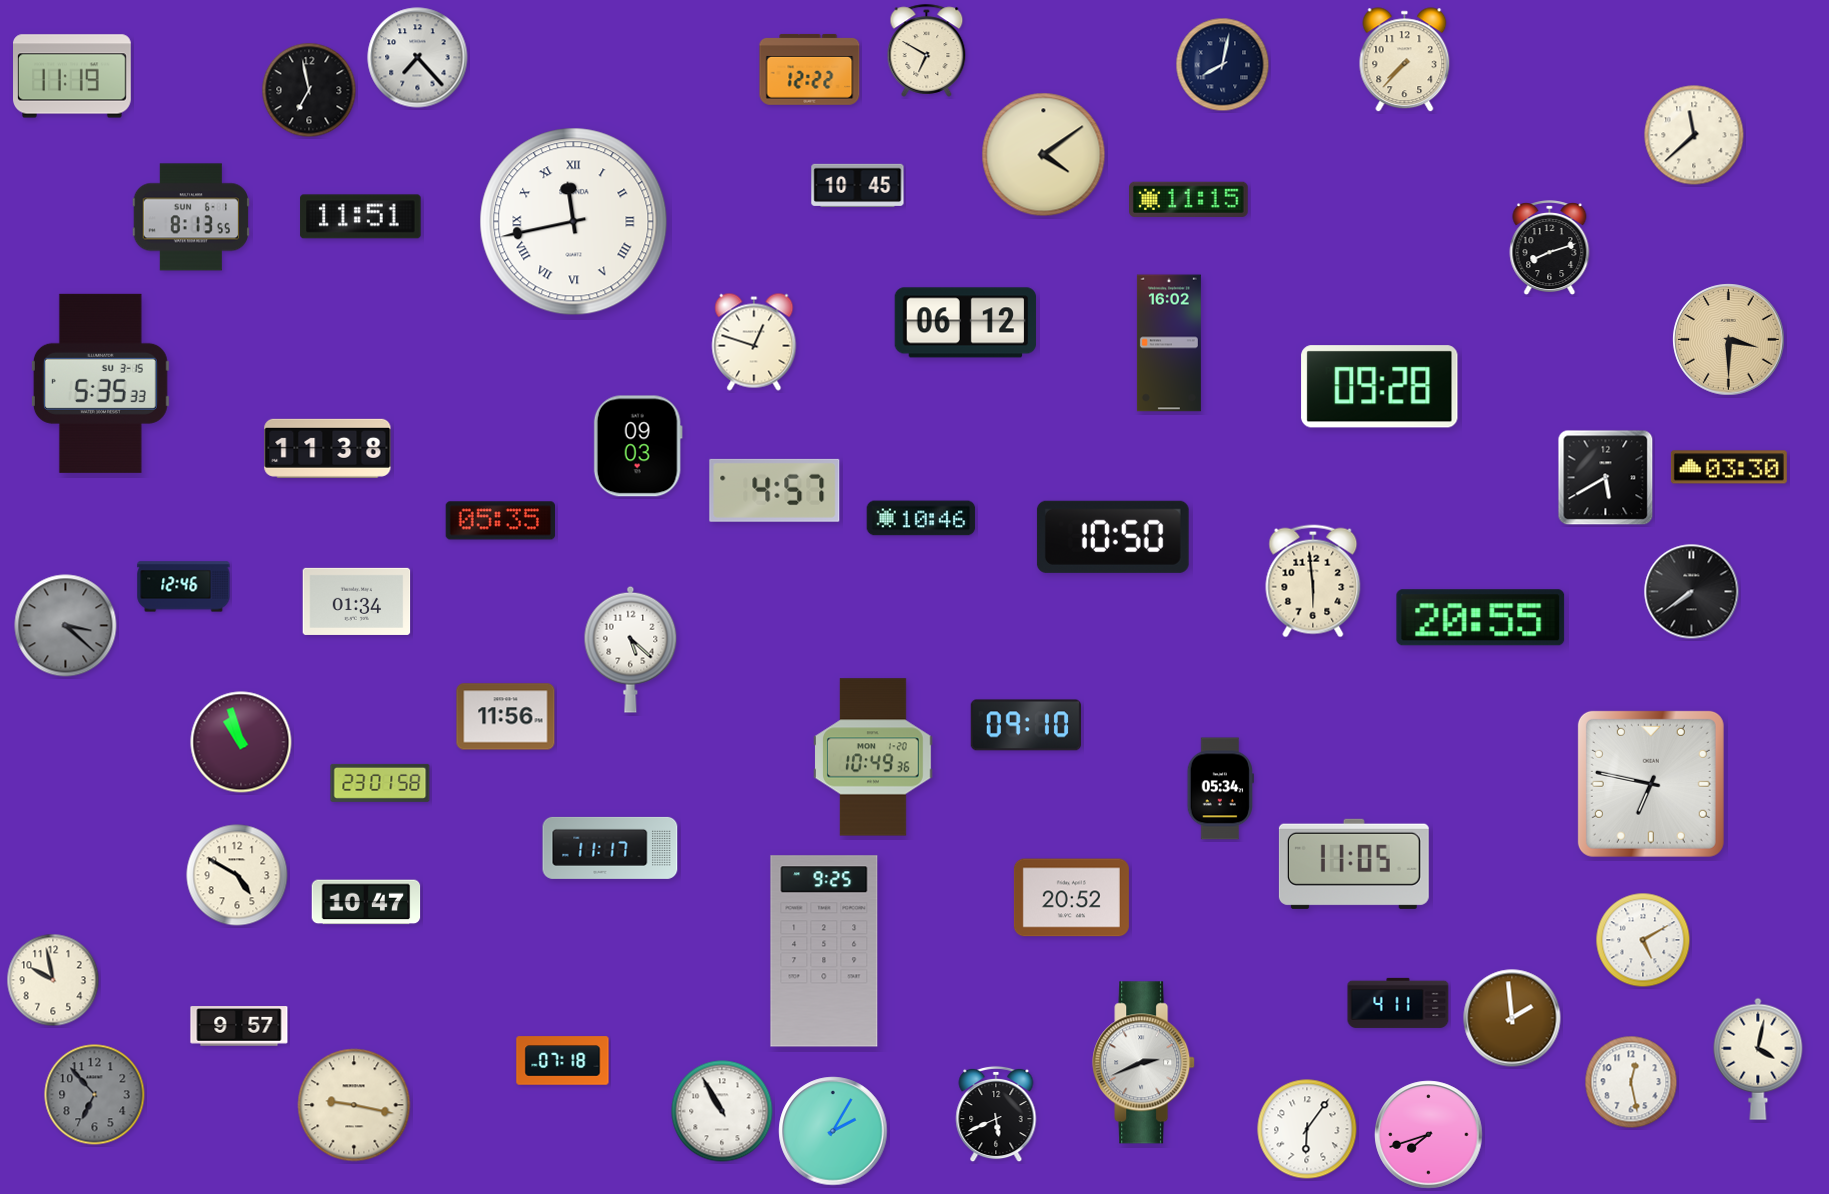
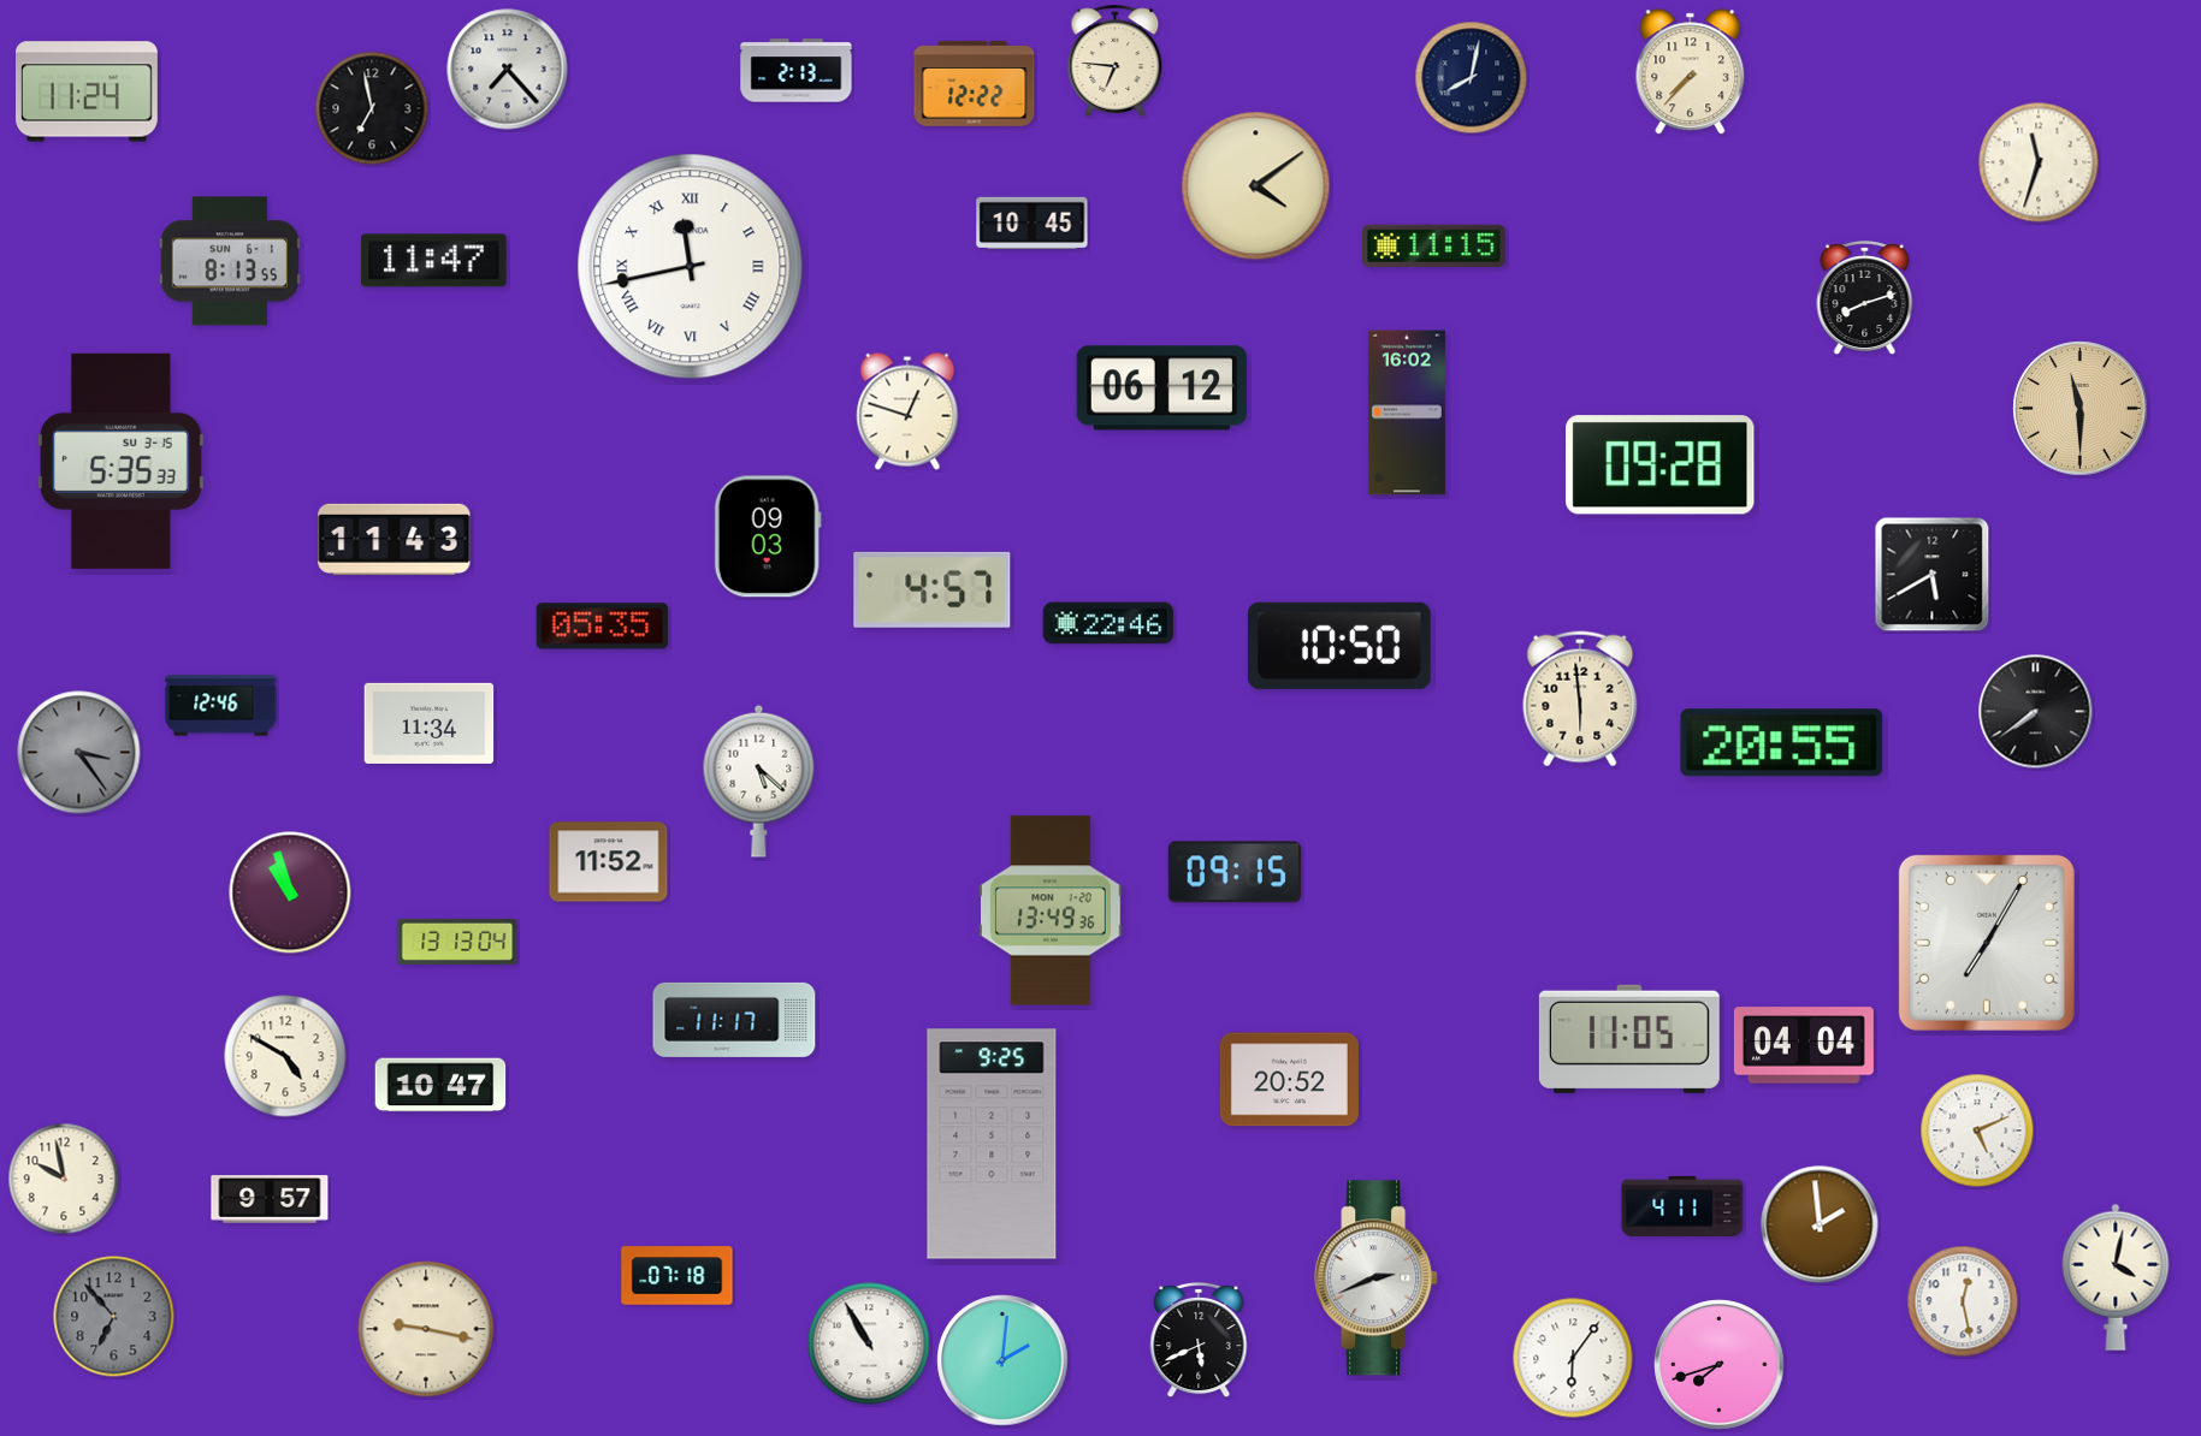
clock at (927, 50): 6:50 -> 6:46
clock at (418, 58) position: (418, 58) -> (508, 70)
clock at (797, 71): none -> 2:13
clock at (73, 76): 11:19 -> 11:24
clock at (1694, 135): 11:38 -> 11:33
clock at (1189, 199) position: (1189, 199) -> (1434, 245)
clock at (361, 217): 11:51 -> 11:47
clock at (1729, 340): 3:30 -> 11:30
clock at (328, 448): 11:38 -> 11:43
clock at (1729, 467): 03:30 -> none
clock at (921, 518): 10:46 -> 22:46
clock at (357, 601): 01:34 -> 11:34
clock at (66, 626): 3:22 -> 3:24
clock at (506, 717): 11:56 -> 11:52
clock at (1025, 725): 09:10 -> 09:15
clock at (874, 757): 10:49 -> 13:49
clock at (380, 783): 23:01 -> 13:13
clock at (1651, 784): 6:47 -> 7:05
clock at (1220, 789): 05:34 -> none
clock at (1804, 1045): none -> 04:04
clock at (237, 875) position: (237, 875) -> (285, 1056)
clock at (1643, 940): 5:10 -> 5:11
clock at (239, 1026) position: (239, 1026) -> (270, 1199)
clock at (1758, 1059) position: (1758, 1059) -> (2116, 1277)
clock at (722, 1111) position: (722, 1111) -> (869, 1343)
clock at (833, 1131): 2:05 -> 2:01
